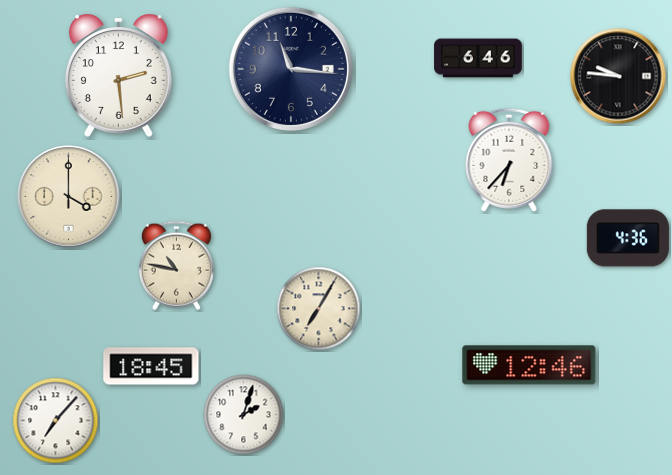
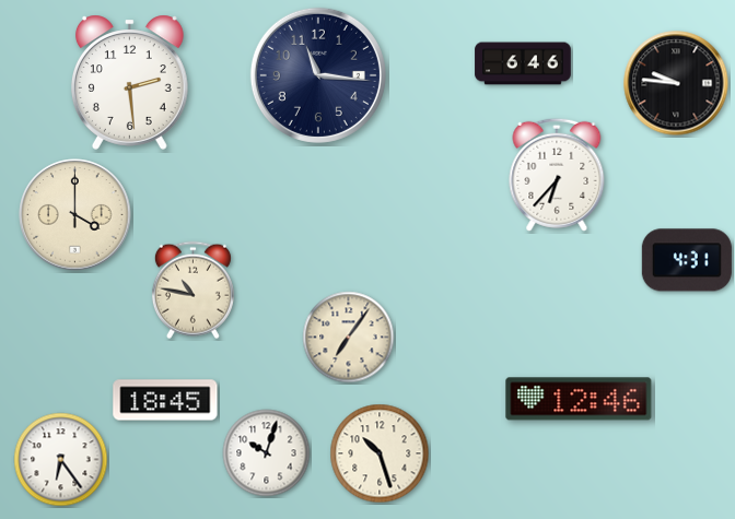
clock at (628, 238): 4:36 -> 4:31
clock at (319, 309): 7:05 -> 7:06
clock at (244, 415): 2:03 -> 10:03
clock at (380, 453): none -> 10:27
clock at (56, 421): 7:07 -> 6:24
